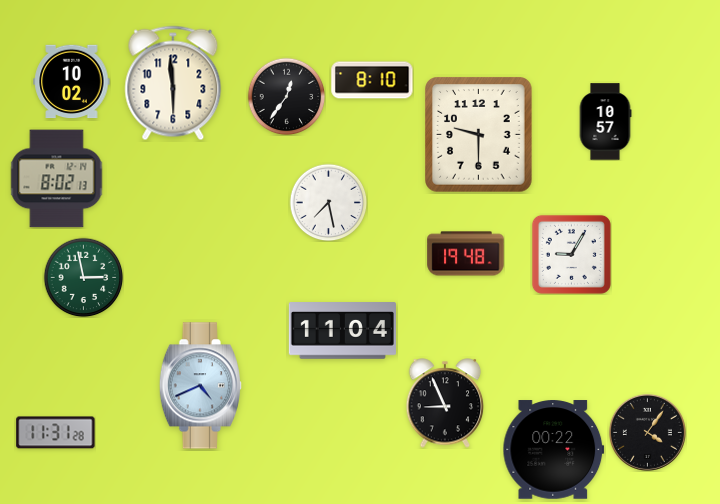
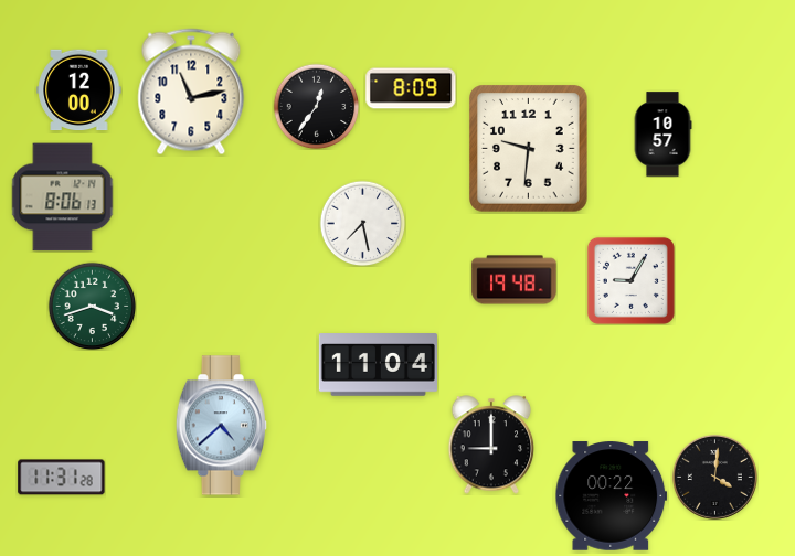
clock at (372, 80): 8:10 -> 8:09
clock at (72, 82): 10:02 -> 12:00
clock at (173, 83): 5:59 -> 11:13
clock at (605, 122) position: (605, 122) -> (662, 135)
clock at (479, 135): 9:30 -> 9:31
clock at (57, 179): 8:02 -> 8:06
clock at (83, 277): 2:58 -> 3:42
clock at (200, 386): 4:41 -> 4:38
clock at (445, 403): 8:56 -> 9:00
clock at (647, 432): 4:06 -> 4:01
